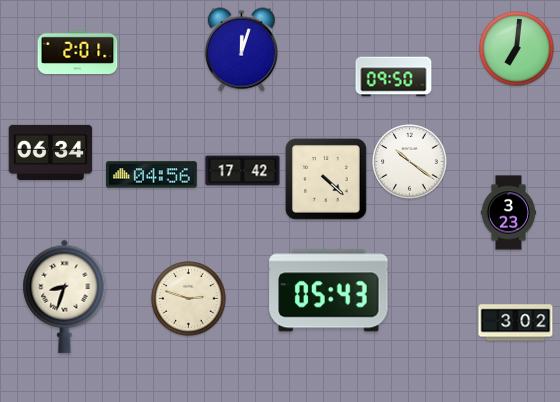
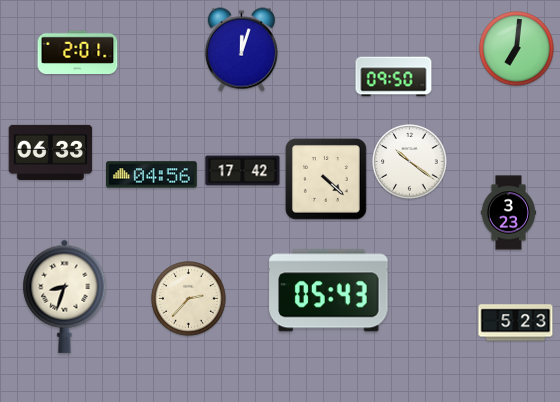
clock at (51, 152): 06:34 -> 06:33
clock at (189, 299): 2:48 -> 2:37
clock at (516, 323): 3:02 -> 5:23
